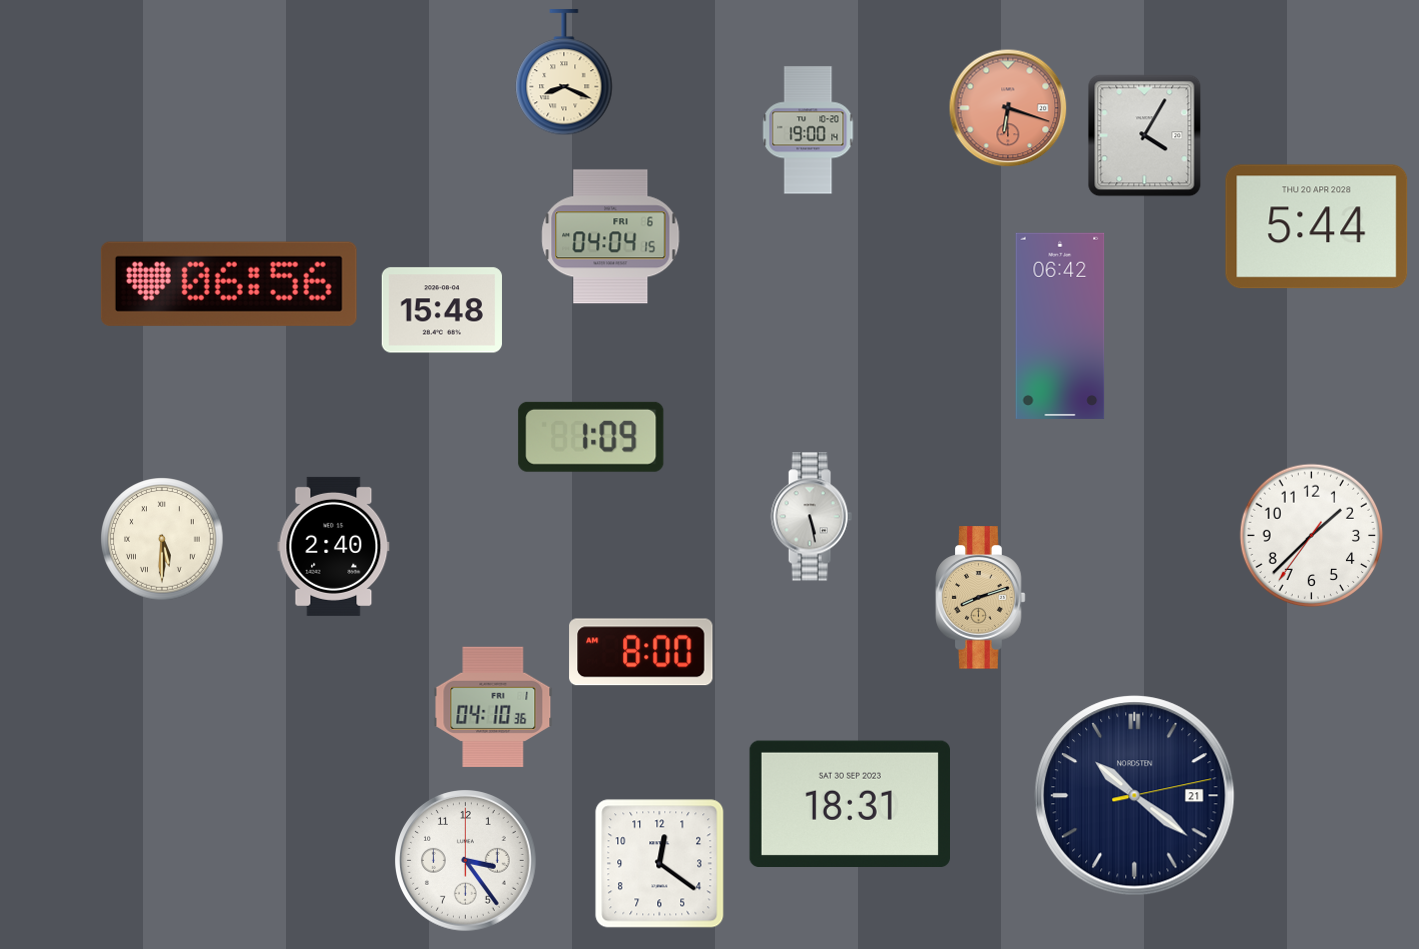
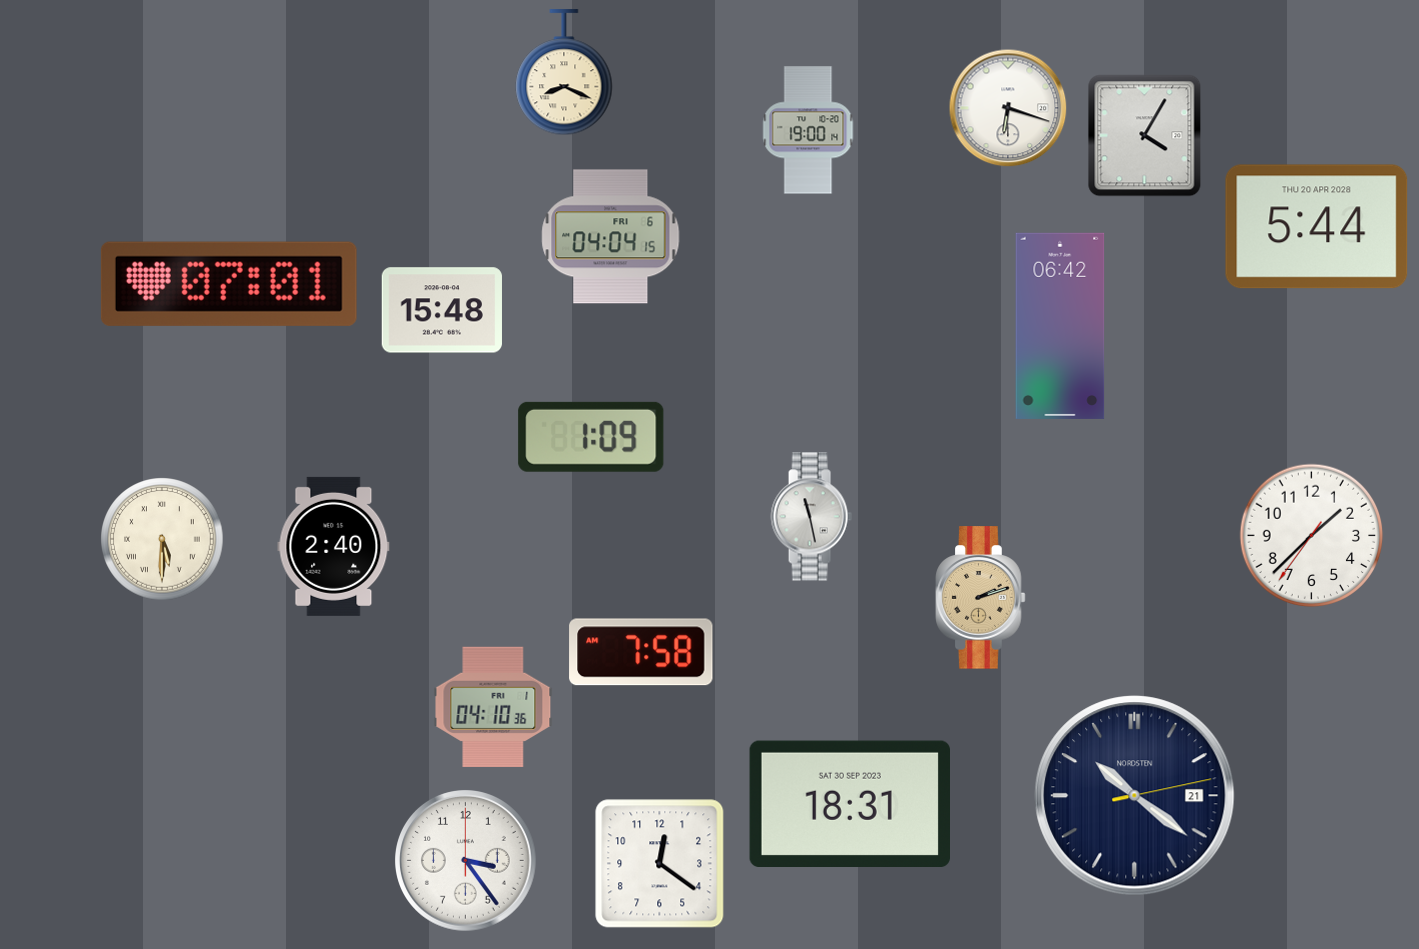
clock at (1008, 108) dial: salmon -> white
clock at (229, 284): 06:56 -> 07:01
clock at (811, 517): 5:28 -> 11:28
clock at (981, 598): 8:12 -> 2:12
clock at (641, 652): 8:00 -> 7:58
